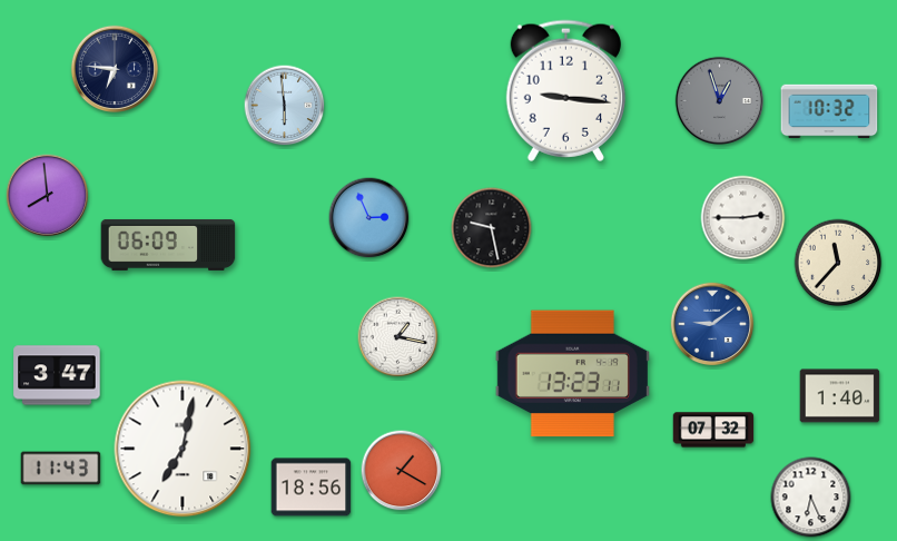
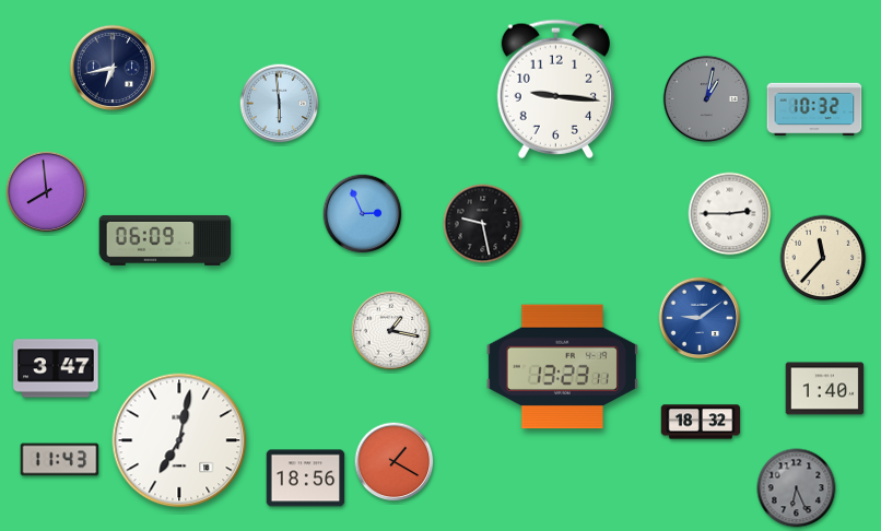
clock at (114, 68): 6:46 -> 6:43
clock at (719, 100): 12:57 -> 1:02
clock at (713, 430): 07:32 -> 18:32
clock at (811, 498) dial: white -> grey
